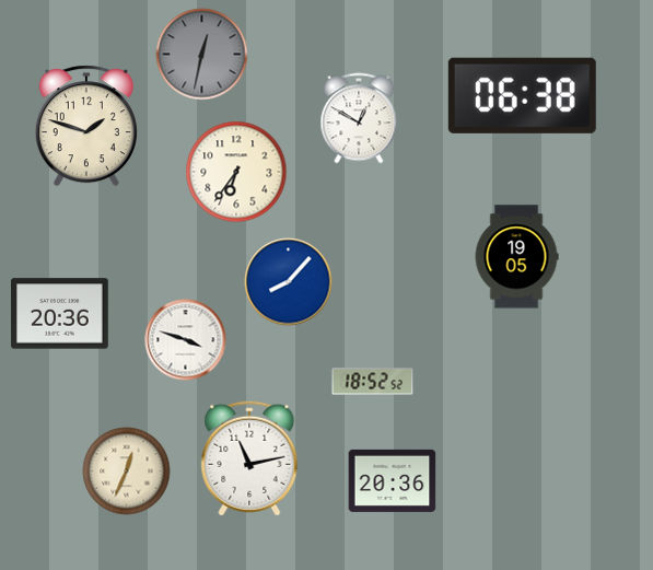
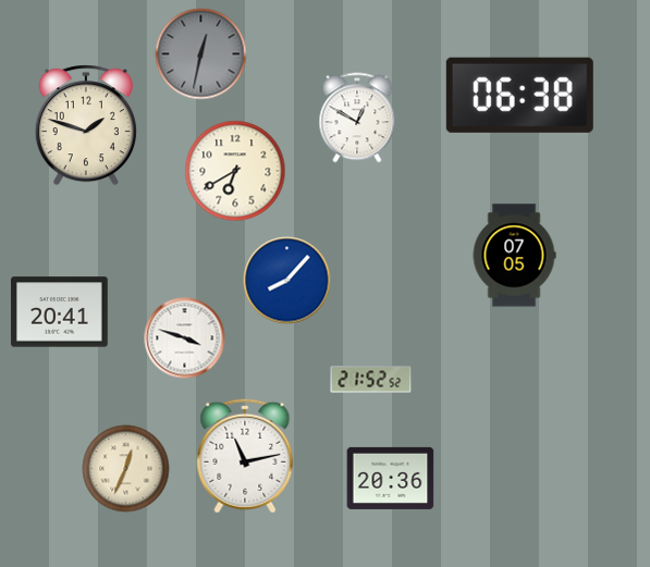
clock at (236, 172): 6:36 -> 6:40
clock at (516, 257): 19:05 -> 07:05
clock at (60, 314): 20:36 -> 20:41
clock at (373, 382): 18:52 -> 21:52
clock at (249, 458) position: (249, 458) -> (245, 456)
